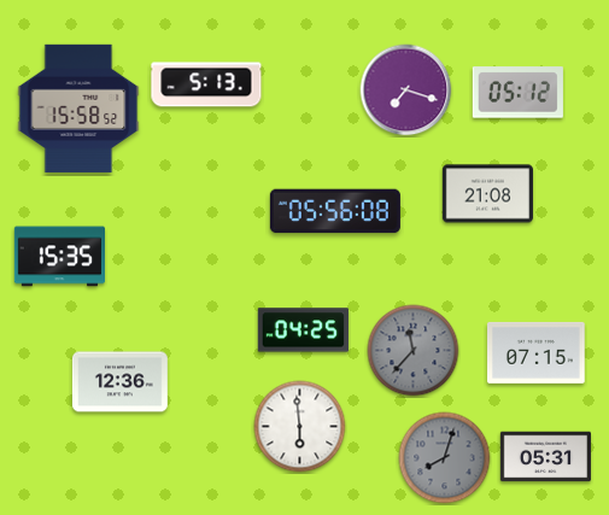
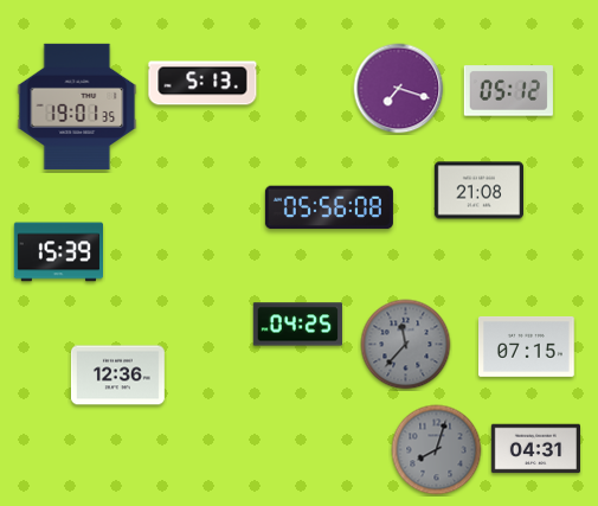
clock at (78, 109): 15:58 -> 19:01
clock at (59, 257): 15:35 -> 15:39
clock at (300, 427): 5:59 -> none
clock at (545, 457): 05:31 -> 04:31
